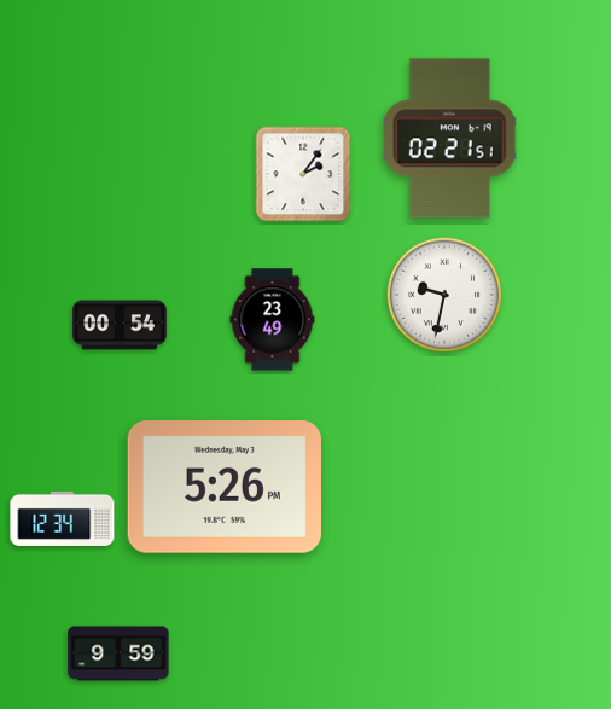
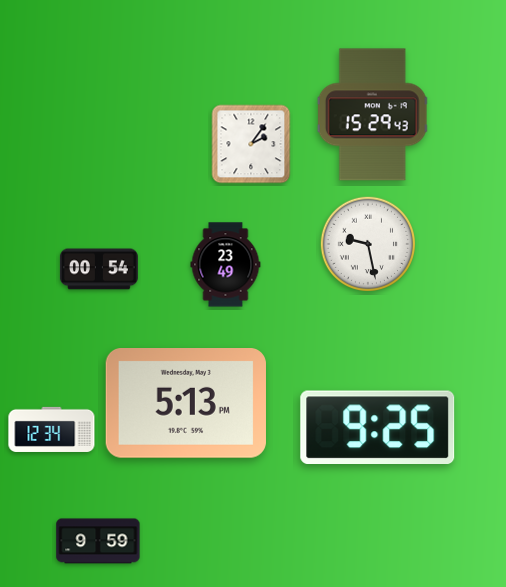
clock at (450, 139): 02:21 -> 15:29
clock at (443, 294): 9:32 -> 9:28
clock at (225, 488): 5:26 -> 5:13
clock at (378, 427): none -> 9:25
